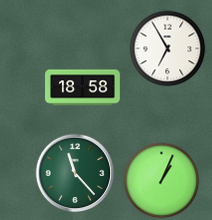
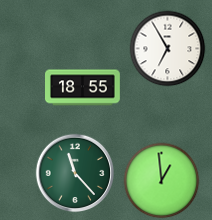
clock at (83, 88): 18:58 -> 18:55
clock at (162, 181): 1:04 -> 12:59
